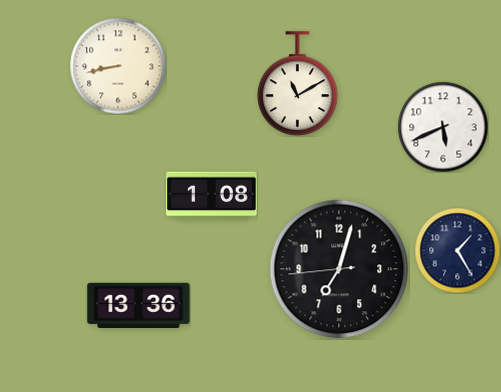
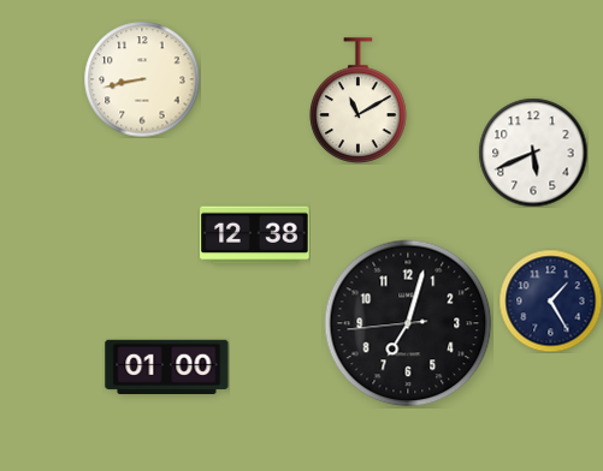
clock at (212, 196): 1:08 -> 12:38
clock at (139, 305): 13:36 -> 01:00
